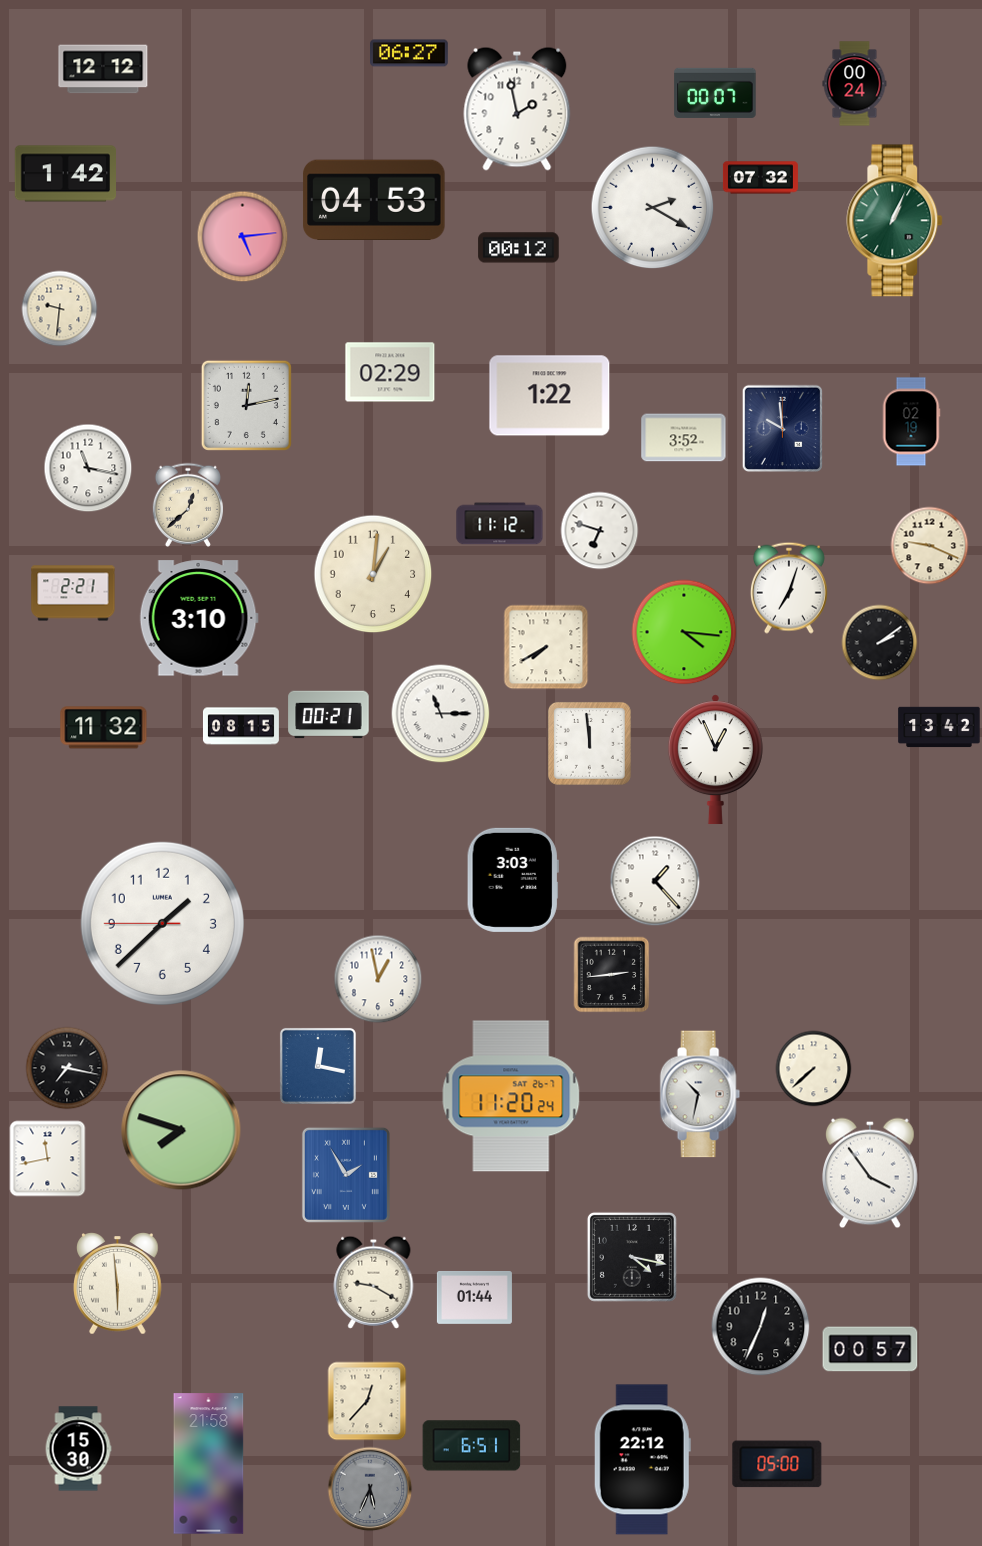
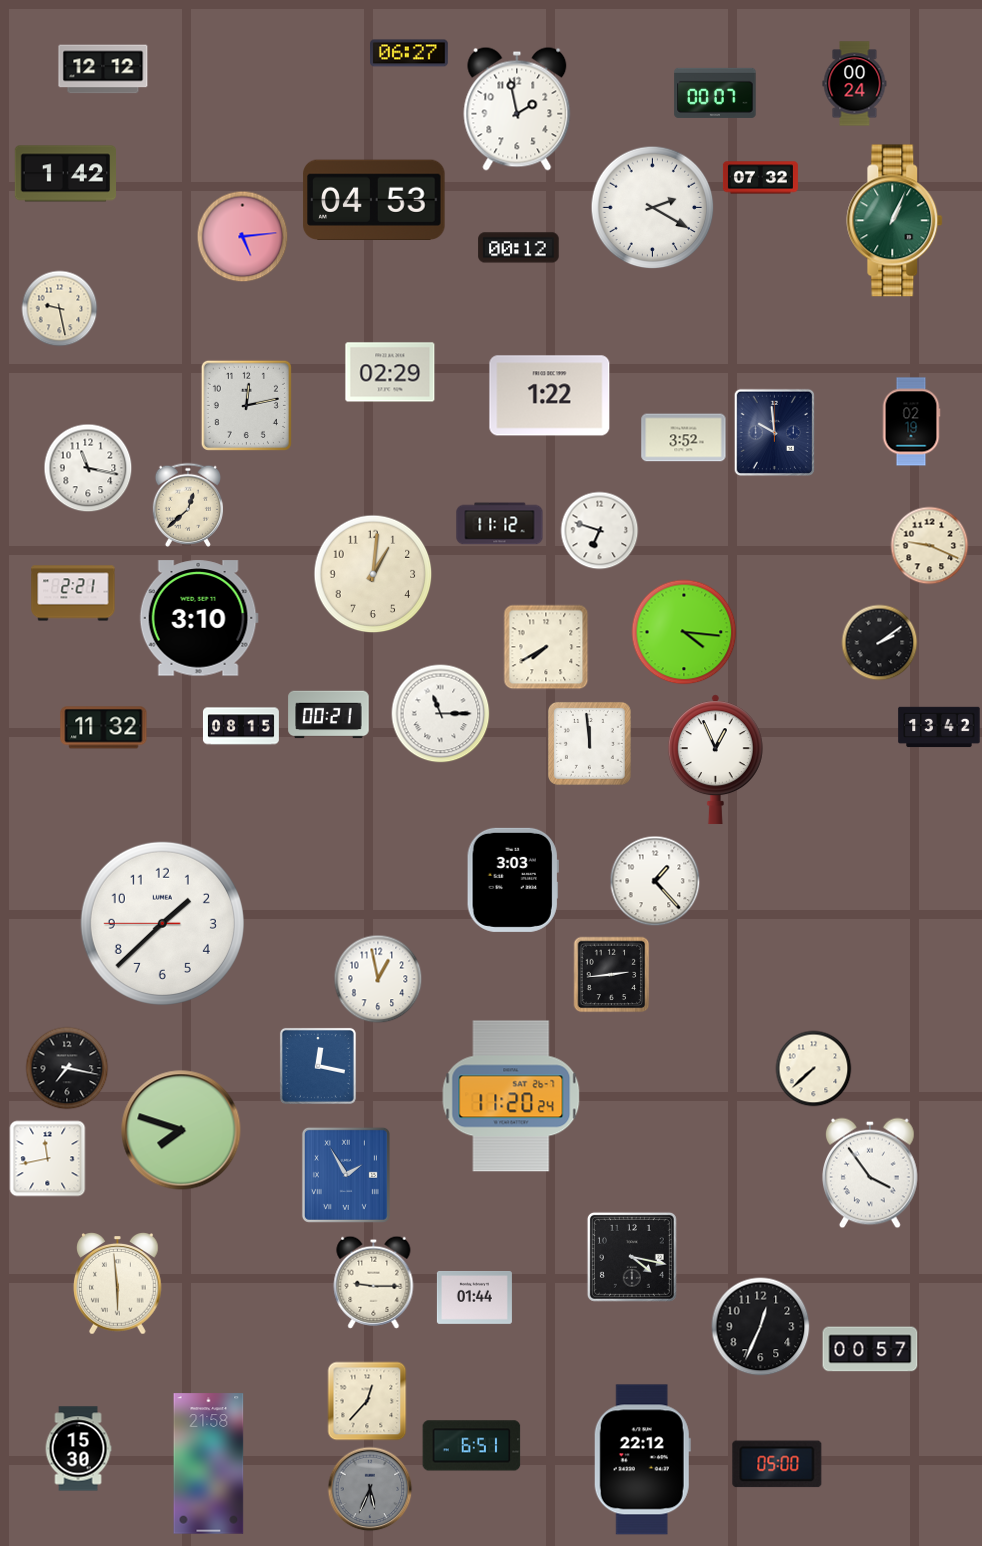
clock at (60, 309): 9:31 -> 9:28
clock at (782, 428) position: (782, 428) -> (774, 432)
clock at (789, 588): 7:03 -> none
clock at (700, 1094): 10:32 -> none
clock at (374, 1282): 9:20 -> 9:15
